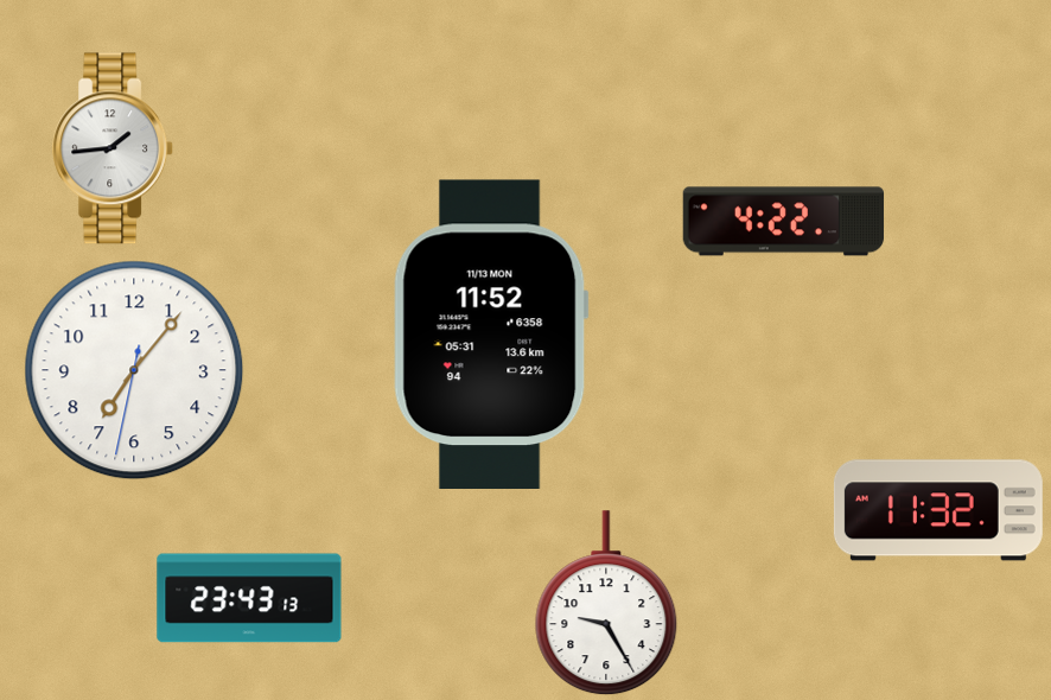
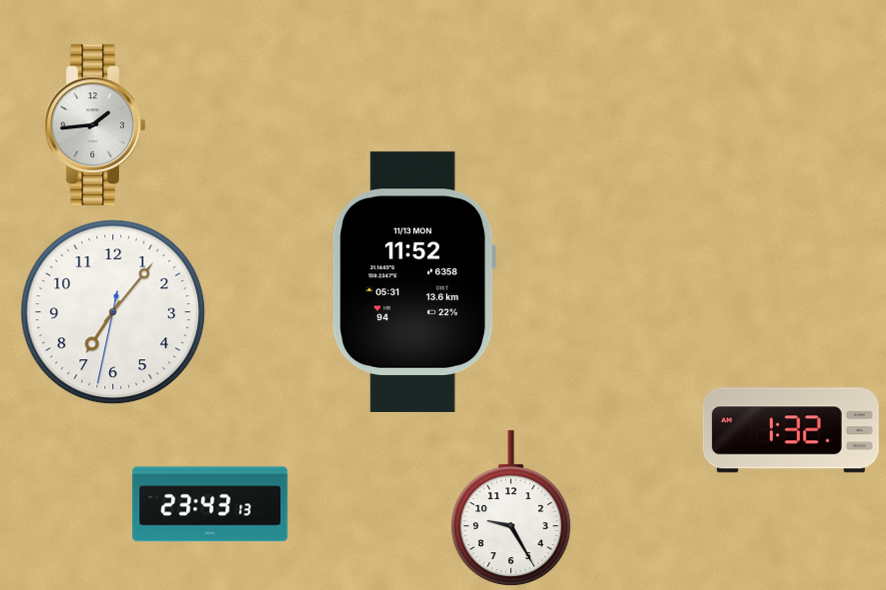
clock at (784, 222): 4:22 -> none
clock at (938, 510): 11:32 -> 1:32
